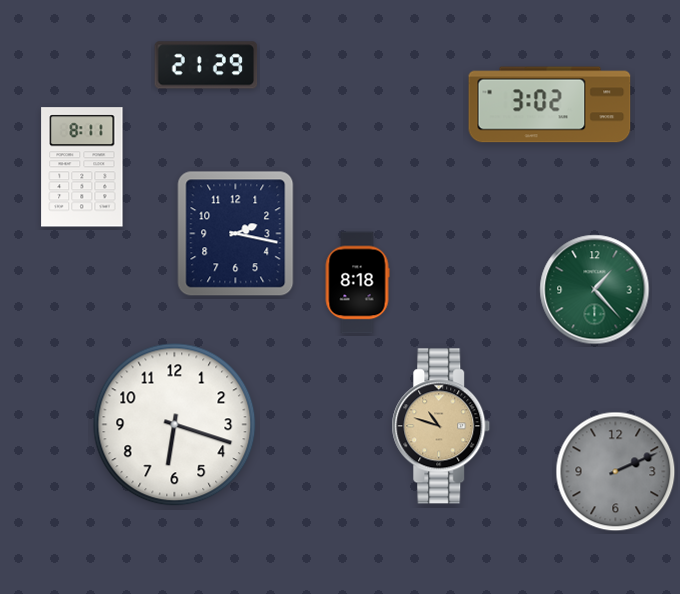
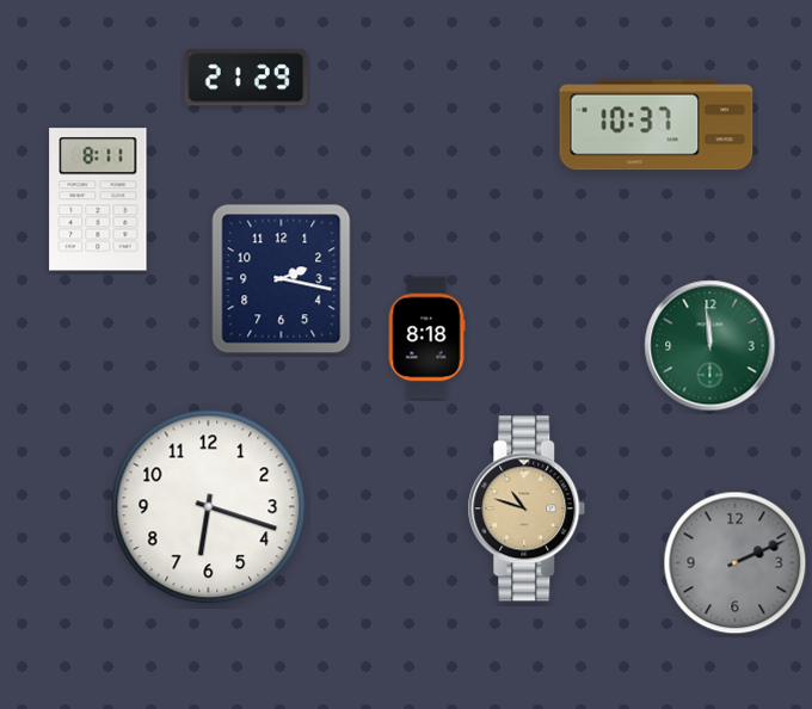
clock at (550, 105): 3:02 -> 10:37
clock at (595, 290): 1:23 -> 11:59
